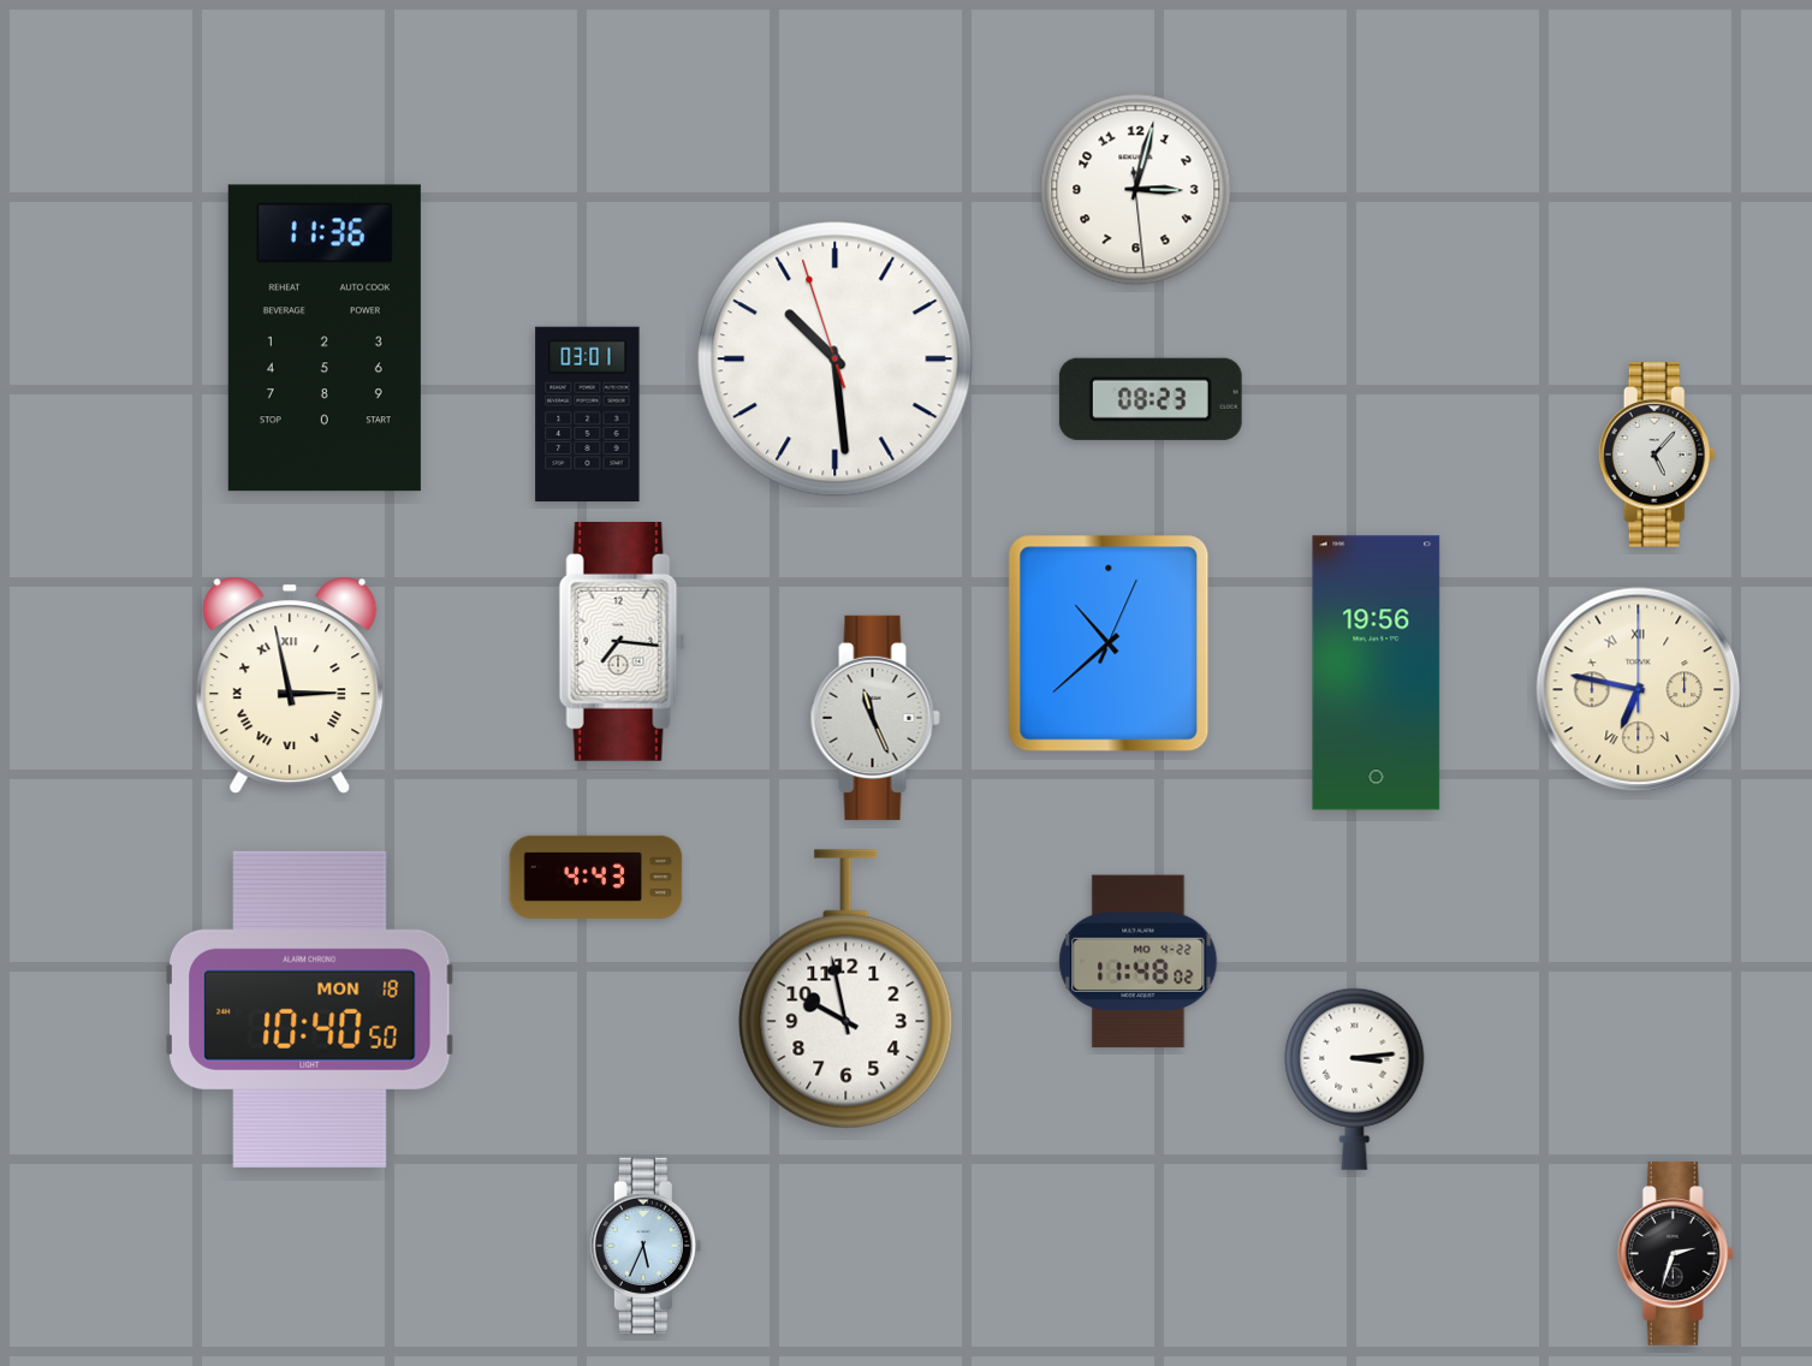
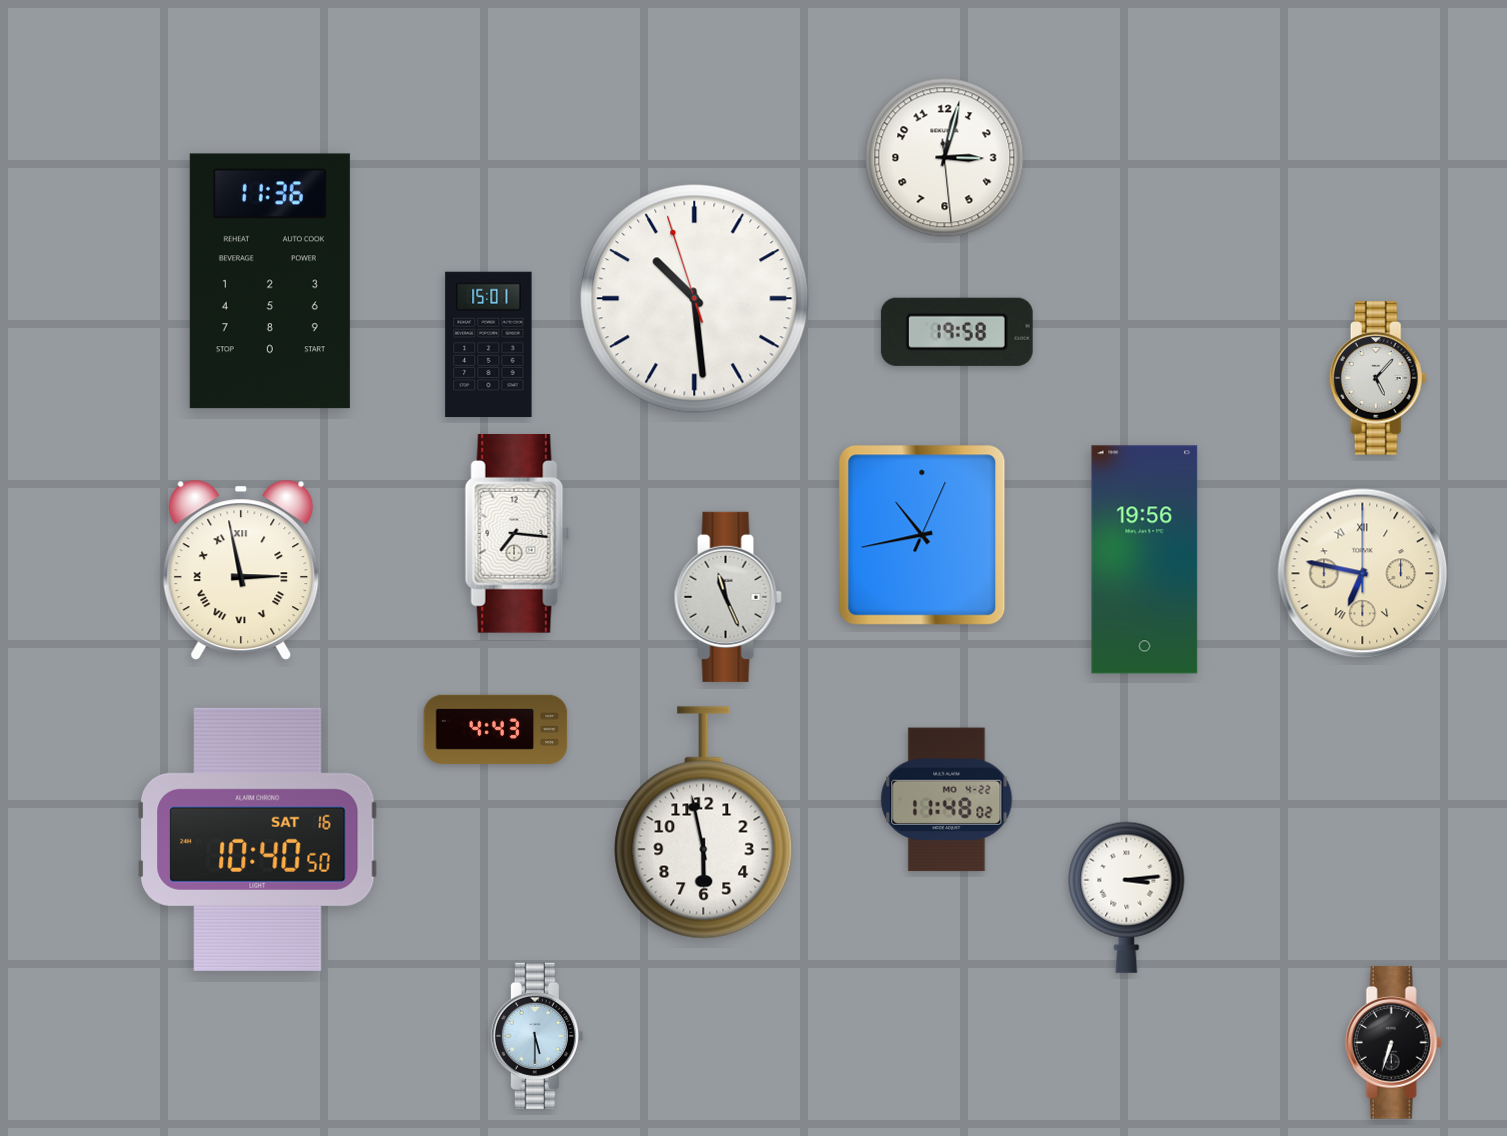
clock at (1151, 399): 08:23 -> 19:58
clock at (588, 414): 03:01 -> 15:01
clock at (1109, 643): 10:38 -> 10:43
clock at (846, 990): 9:58 -> 5:58
clock at (310, 1009) date: MON 18 -> SAT 16
clock at (646, 1246): 5:34 -> 5:30
clock at (1675, 1254): 2:33 -> 6:33
